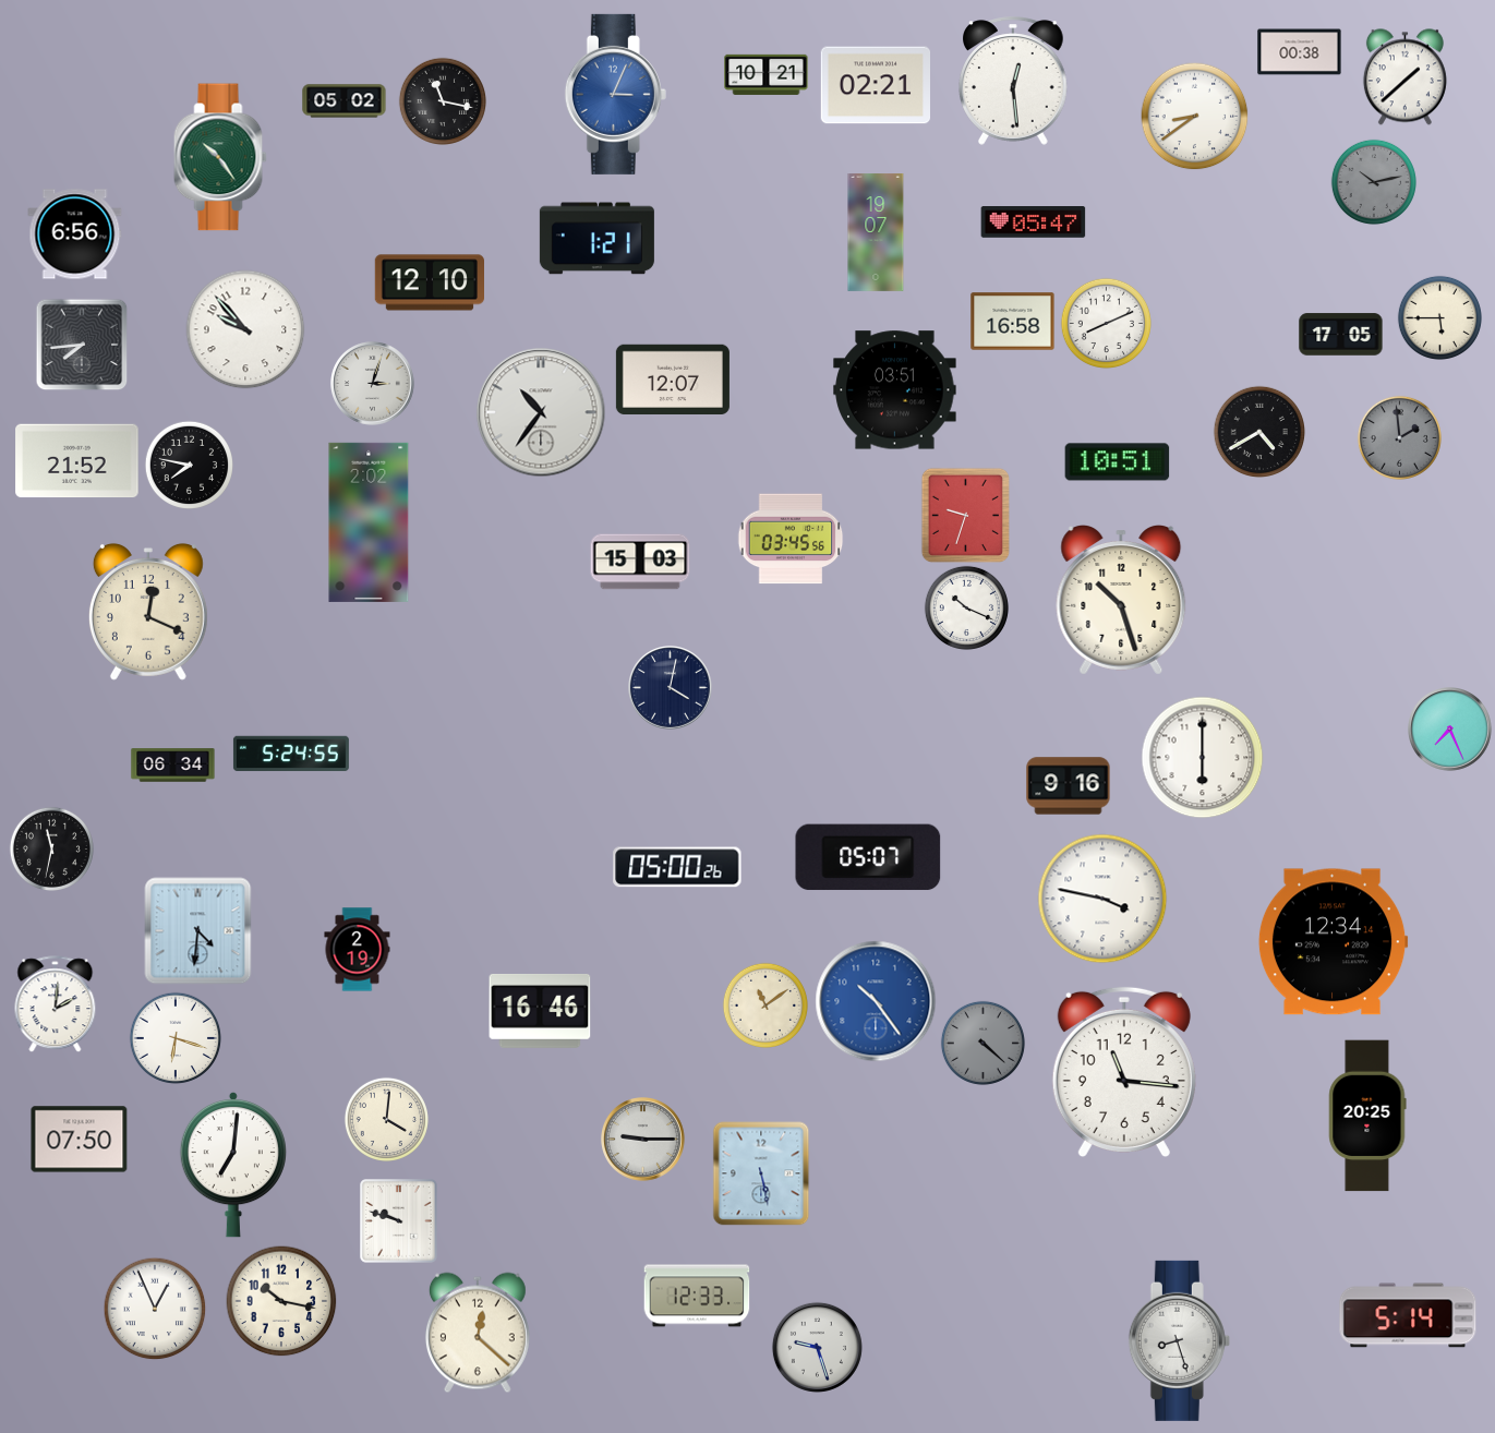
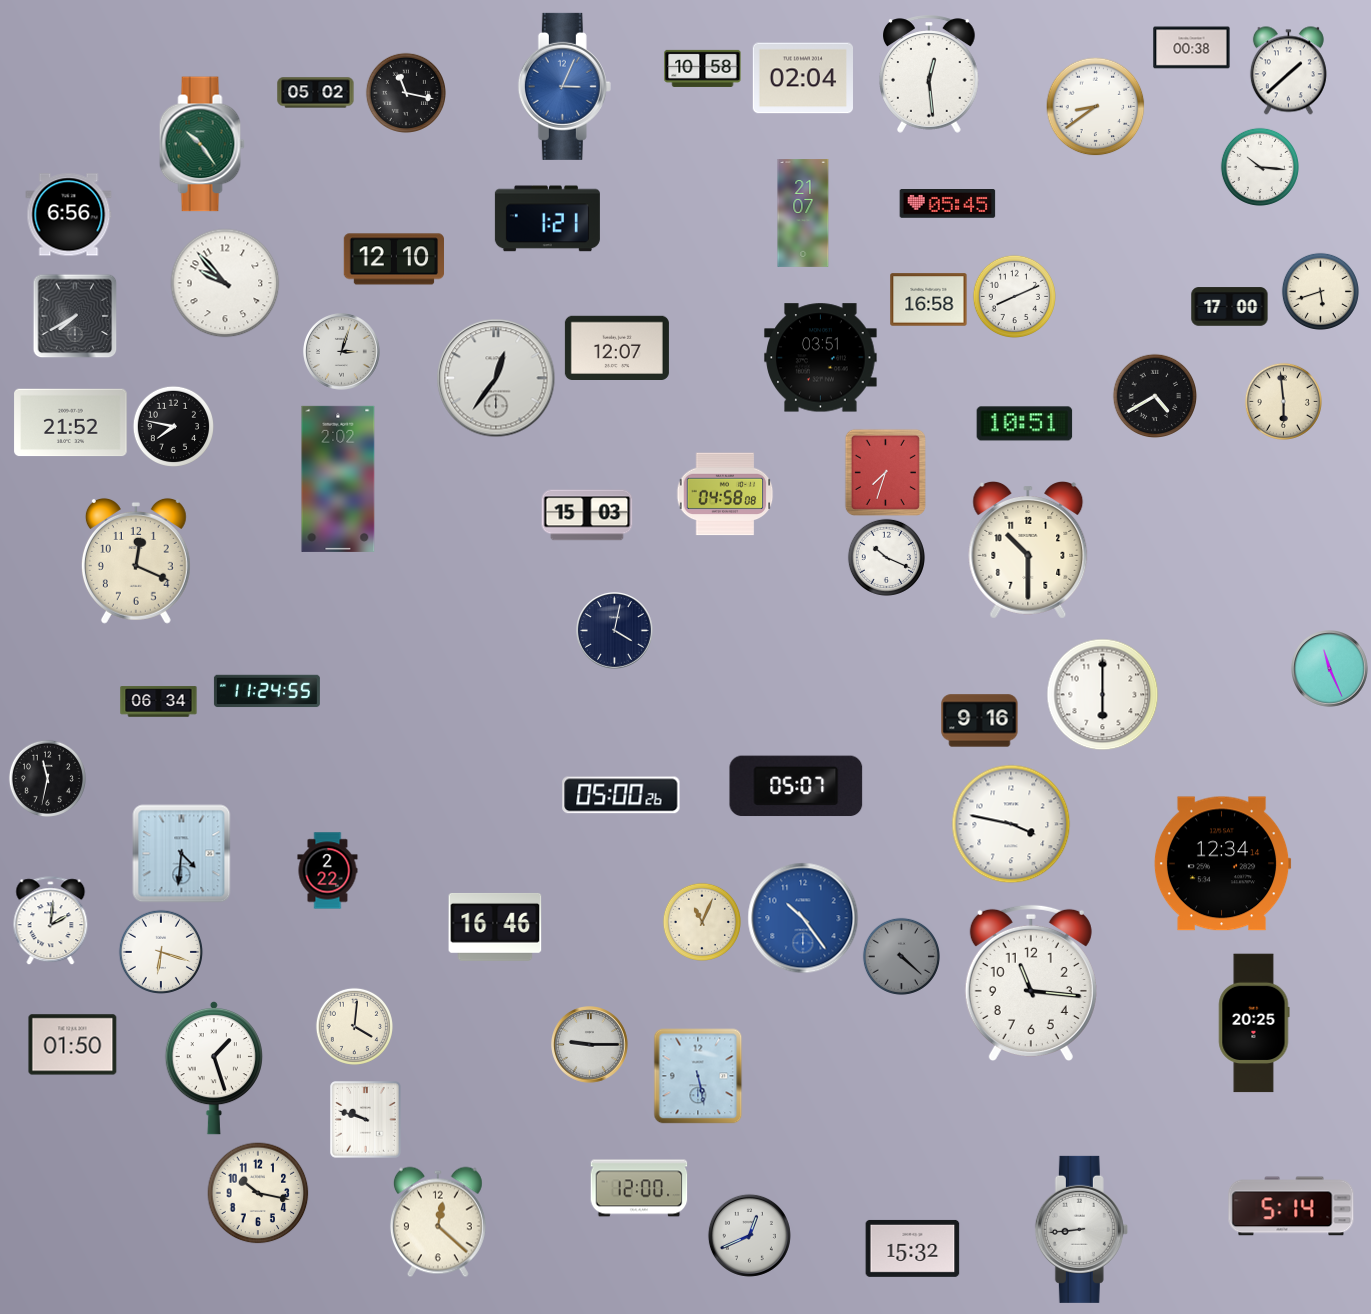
clock at (767, 74): 10:21 -> 10:58
clock at (875, 85): 02:21 -> 02:04
clock at (1374, 182): 10:13 -> 10:16
clock at (1374, 182) dial: grey -> white
clock at (1034, 222): 05:47 -> 05:45
clock at (876, 233): 19:07 -> 21:07
clock at (1439, 317): 5:45 -> 5:42
clock at (1013, 322) position: (1013, 322) -> (929, 300)
clock at (245, 329) position: (245, 329) -> (225, 283)
clock at (1341, 335): 17:05 -> 17:00
clock at (82, 345): 7:44 -> 7:40
clock at (541, 412): 10:36 -> 12:36
clock at (1399, 437): 1:59 -> 5:59
clock at (1399, 437) dial: grey -> cream
clock at (965, 515): 9:33 -> 7:33
clock at (791, 539): 03:45 -> 04:58
clock at (1121, 601): 10:27 -> 10:30
clock at (1450, 730): 7:26 -> 11:26
clock at (291, 754): 5:24 -> 11:24
clock at (358, 950): 2:19 -> 2:22
clock at (765, 1005): 11:09 -> 11:04
clock at (80, 1140): 07:50 -> 01:50
clock at (233, 1165): 7:01 -> 1:27
clock at (697, 1296): 12:33 -> 12:00
clock at (155, 1309): 12:56 -> none
clock at (1179, 1340): 8:27 -> 8:44
clock at (817, 1347): 9:27 -> 12:41
clock at (913, 1248): none -> 15:32
